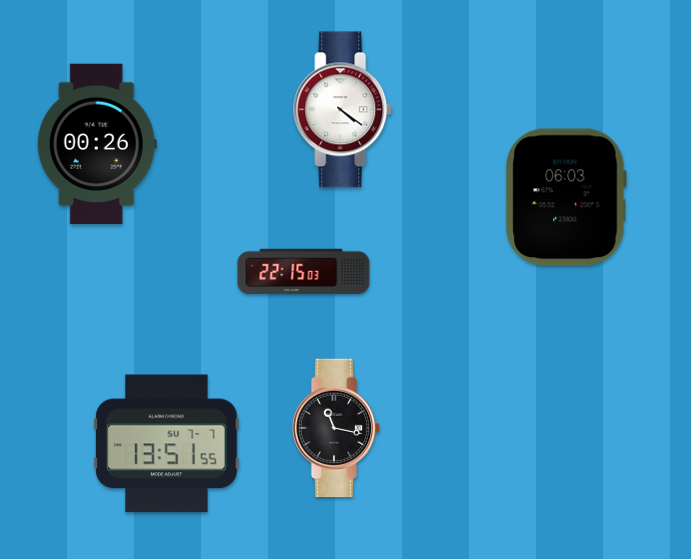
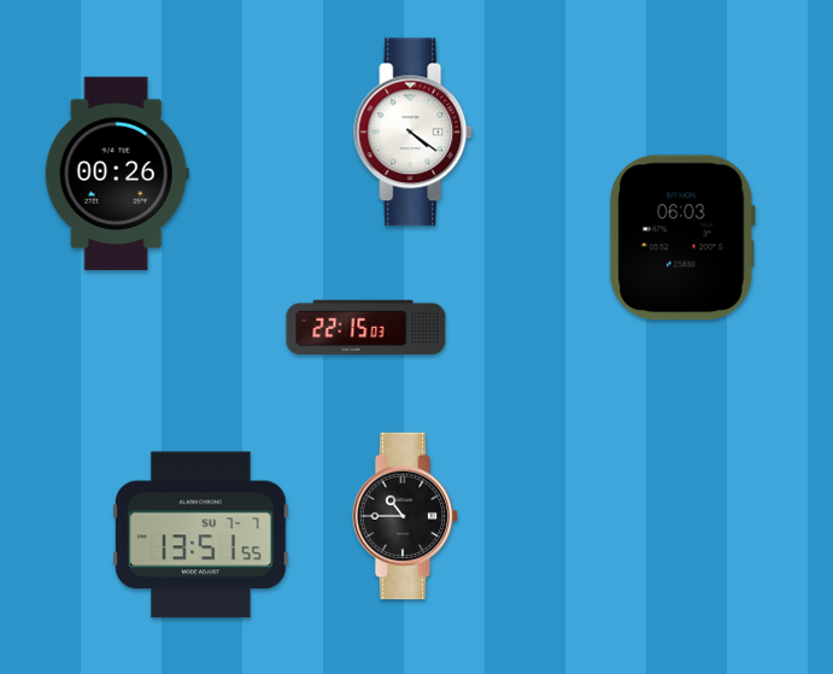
clock at (336, 428): 11:17 -> 10:45
